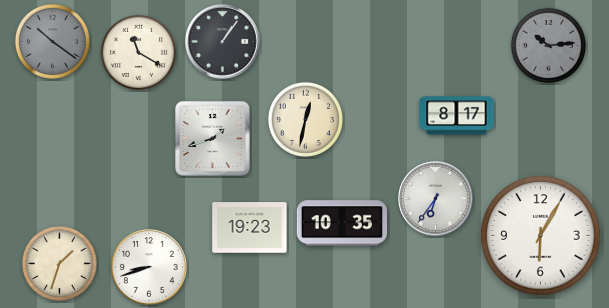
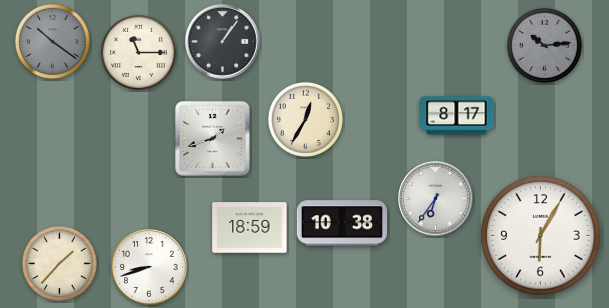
clock at (548, 45) position: (548, 45) -> (544, 45)
clock at (138, 52): 11:20 -> 11:15
clock at (305, 119): 12:32 -> 12:35
clock at (341, 223): 10:35 -> 10:38
clock at (250, 228): 19:23 -> 18:59
clock at (59, 263): 1:33 -> 1:37
